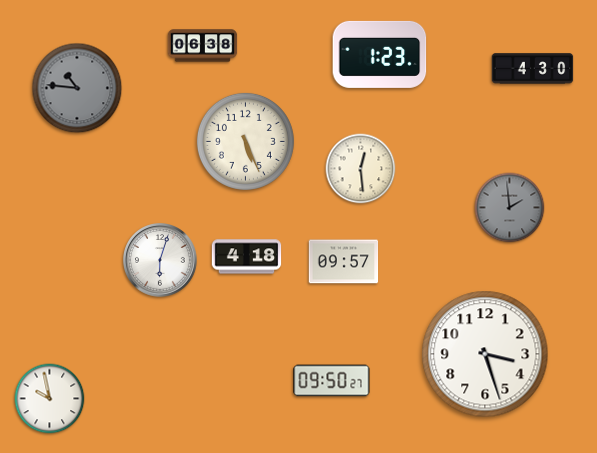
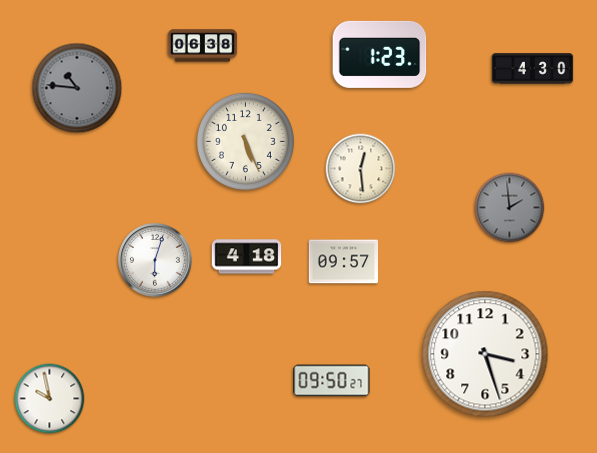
clock at (161, 261) position: (161, 261) -> (156, 261)
